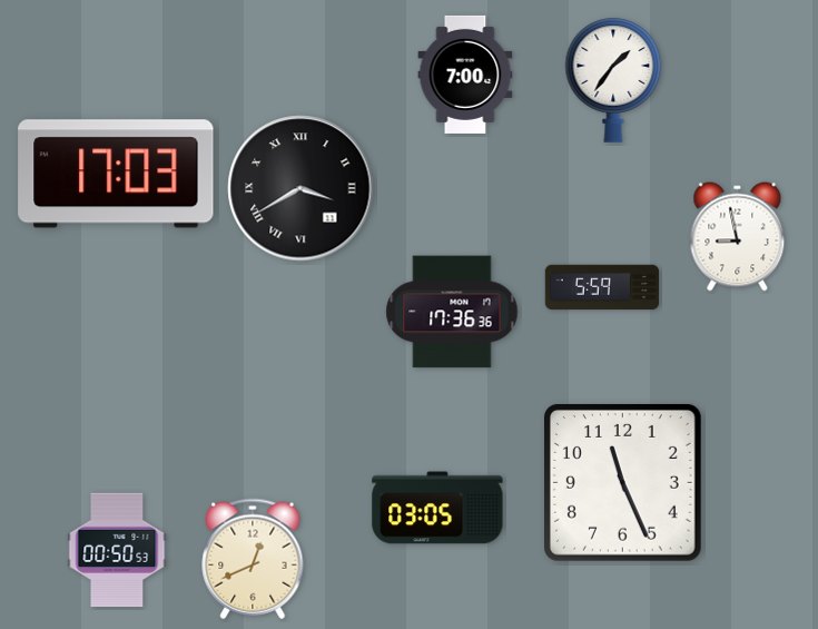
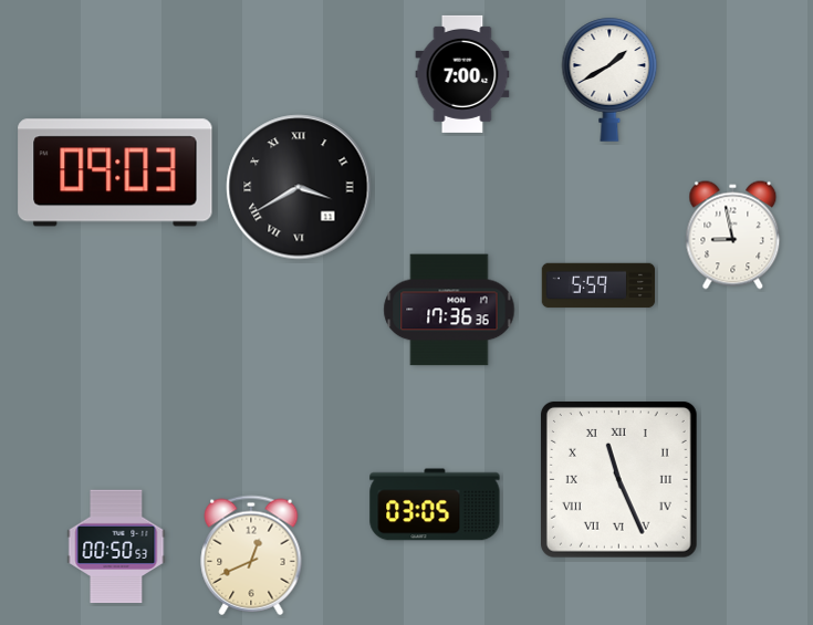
clock at (613, 80): 1:36 -> 1:40
clock at (116, 174): 17:03 -> 09:03
clock at (622, 482) numerals: Arabic -> Roman
